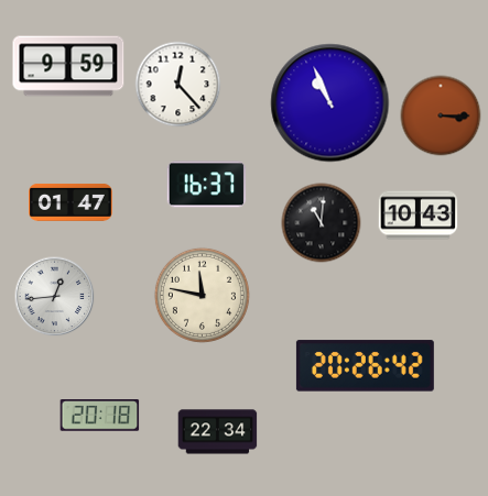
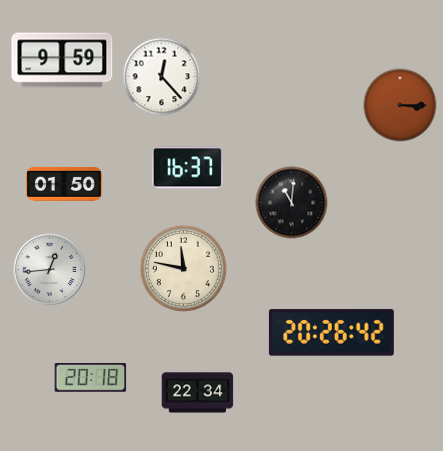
clock at (330, 103): 10:56 -> none
clock at (72, 202): 01:47 -> 01:50
clock at (419, 216): 10:43 -> none
